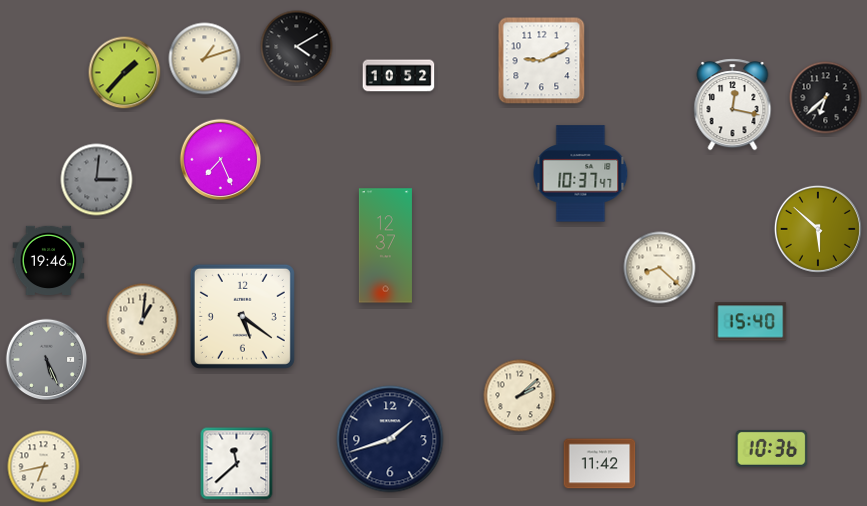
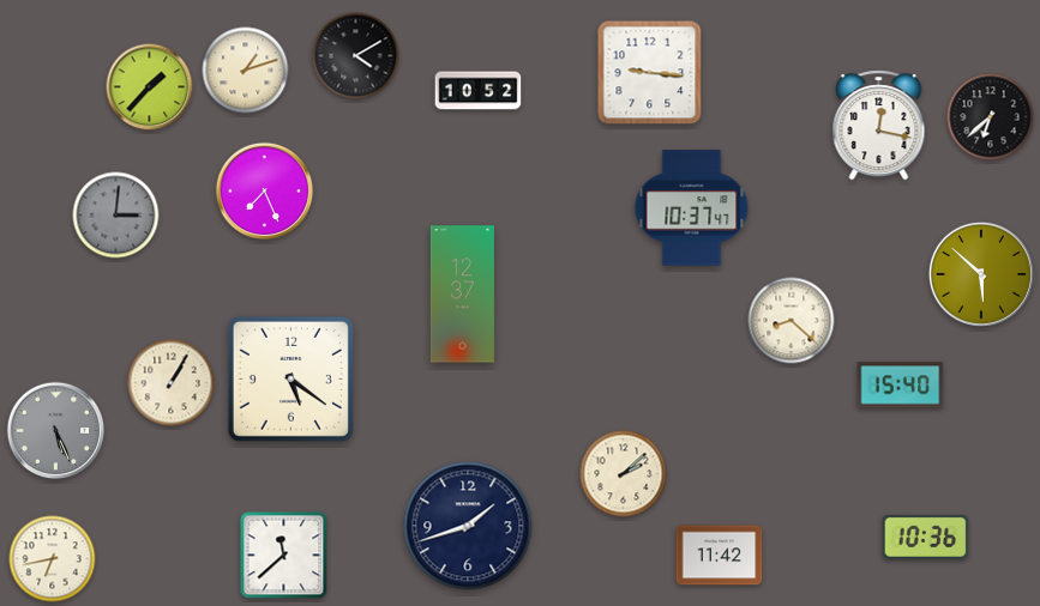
clock at (542, 61): 9:11 -> 9:16
clock at (581, 174) position: (581, 174) -> (692, 208)
clock at (49, 260): 19:46 -> none
clock at (143, 320): 1:01 -> 1:05
